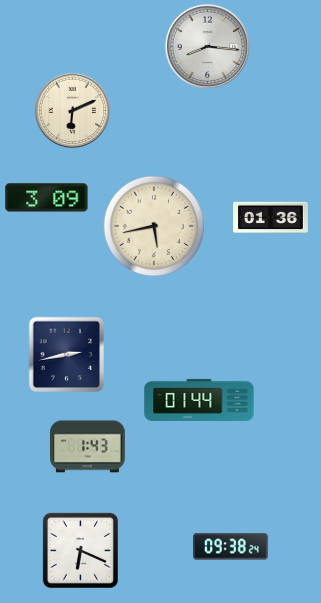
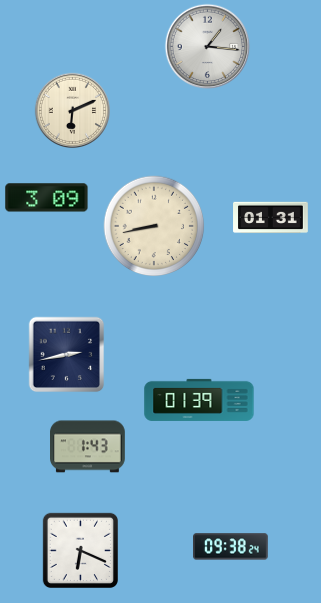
clock at (208, 47): 8:16 -> 1:16
clock at (271, 218): 01:36 -> 01:31
clock at (154, 226): 5:43 -> 8:43
clock at (199, 400): 01:44 -> 01:39
